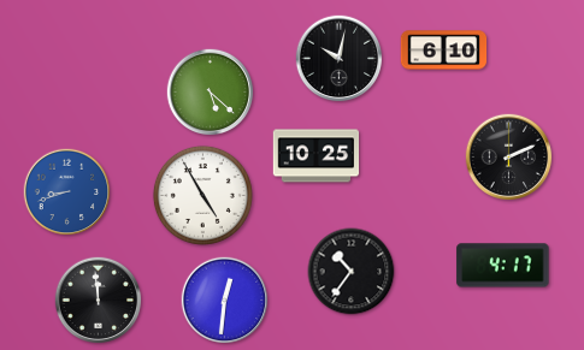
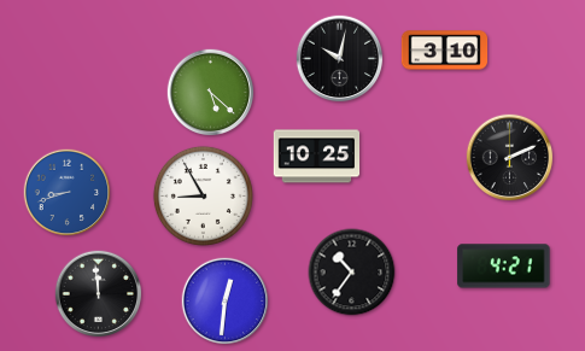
clock at (444, 51): 6:10 -> 3:10
clock at (202, 195): 4:55 -> 8:55
clock at (503, 266): 4:17 -> 4:21
clock at (99, 301) position: (99, 301) -> (99, 294)
